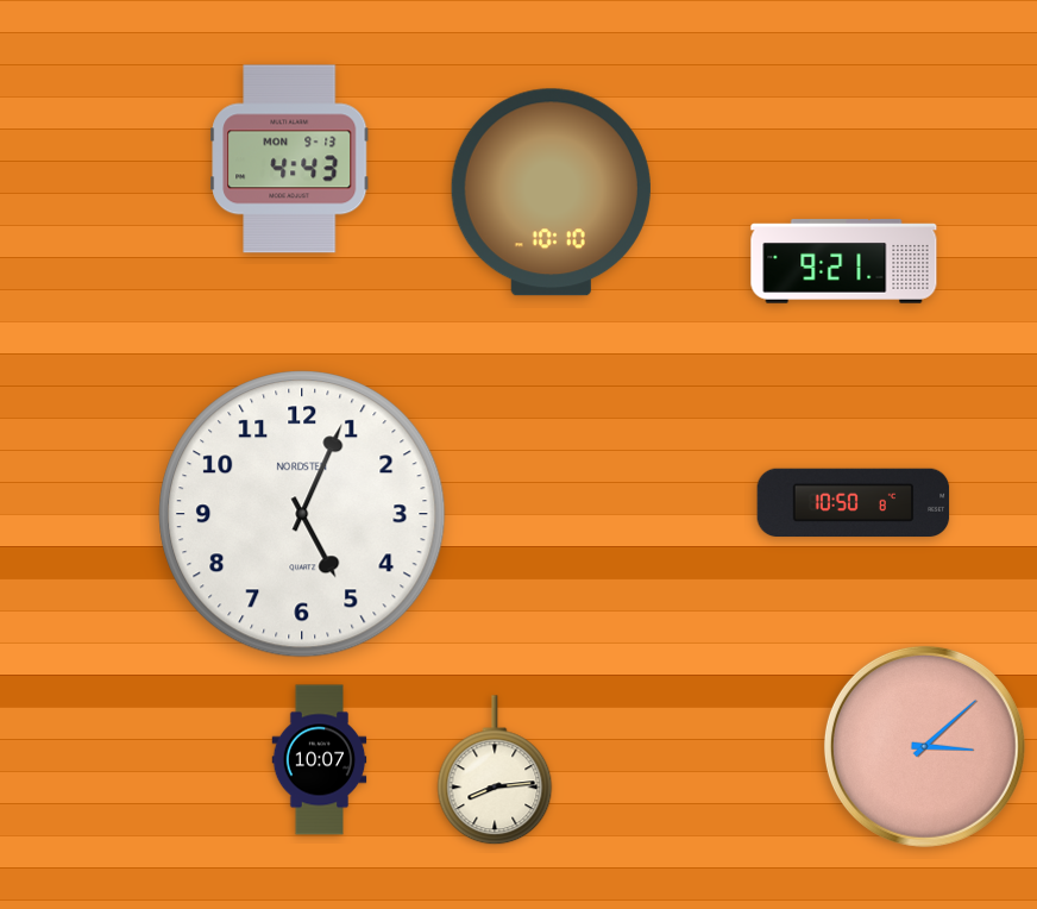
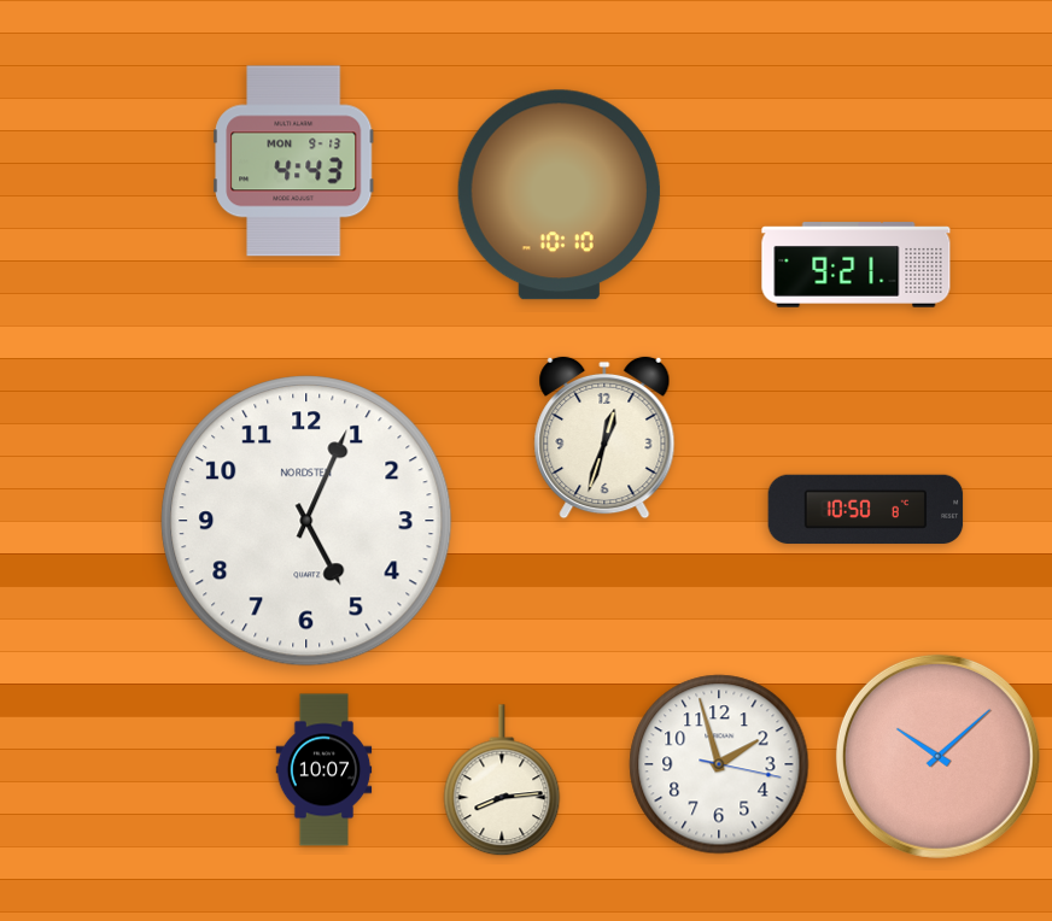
clock at (604, 438): none -> 12:33
clock at (924, 746): 3:08 -> 10:08
clock at (719, 764): none -> 1:57
